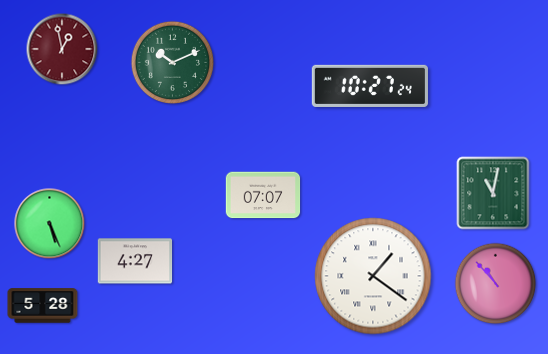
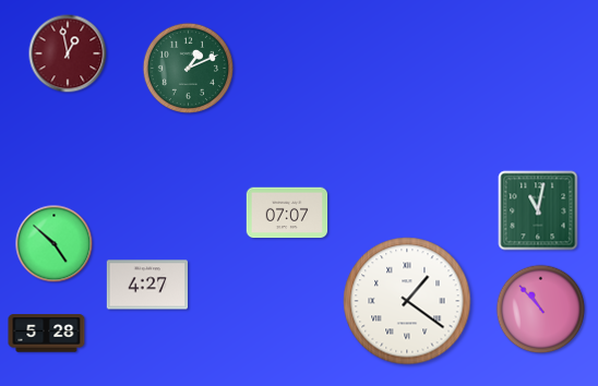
clock at (172, 62): 10:11 -> 1:11
clock at (370, 86): 10:27 -> none
clock at (50, 224): 5:26 -> 4:52
